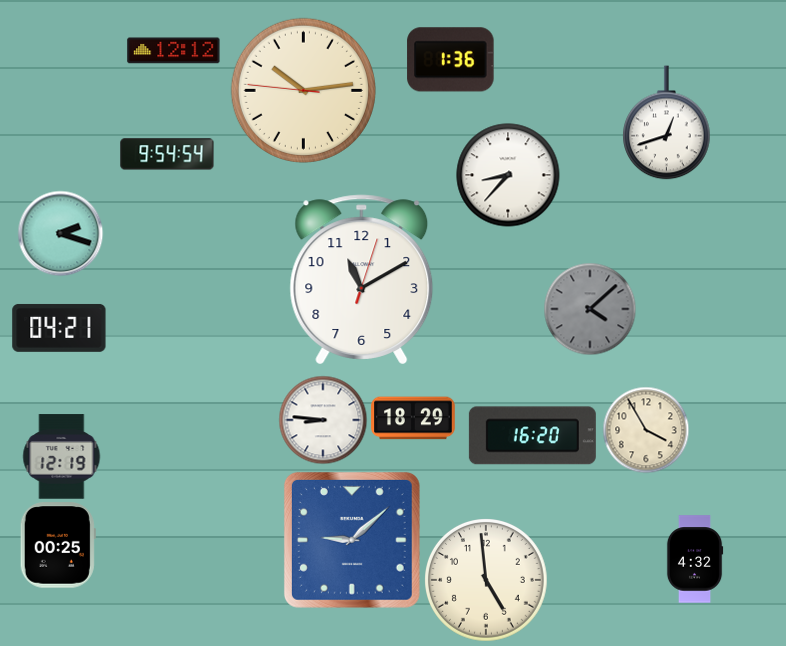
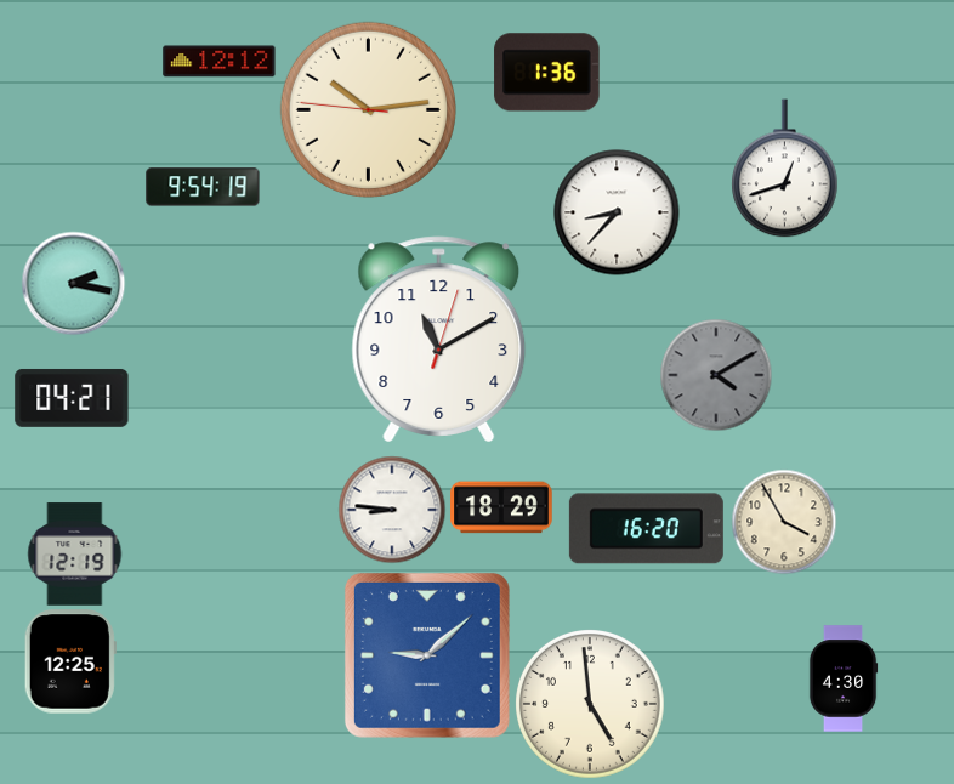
clock at (174, 51) position: (174, 51) -> (220, 62)
clock at (667, 123) position: (667, 123) -> (785, 169)
clock at (167, 154): 9:54:54 -> 9:54:19
clock at (60, 233): 2:18 -> 2:17
clock at (590, 309): 4:08 -> 4:10
clock at (58, 545): 00:25 -> 12:25
clock at (695, 559): 4:32 -> 4:30
